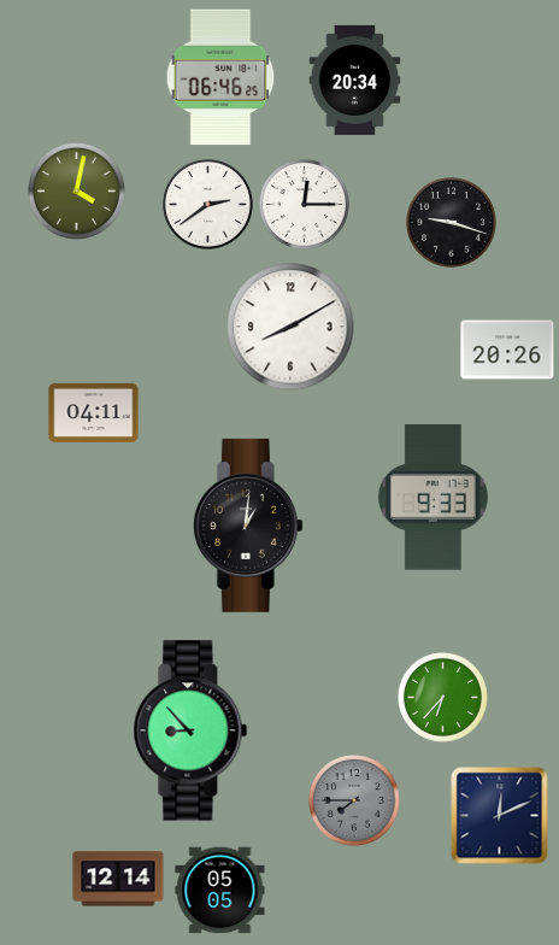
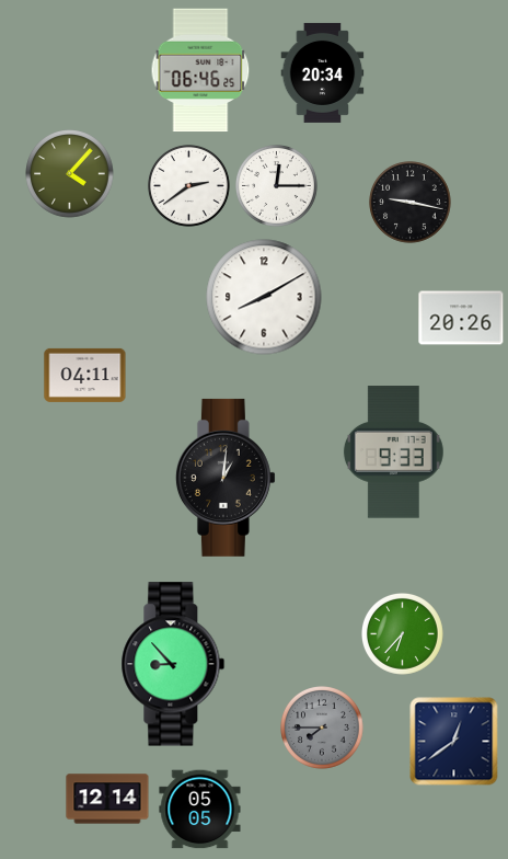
clock at (77, 192): 4:02 -> 4:07
clock at (452, 223): 9:18 -> 9:17
clock at (500, 816): 12:11 -> 12:39
